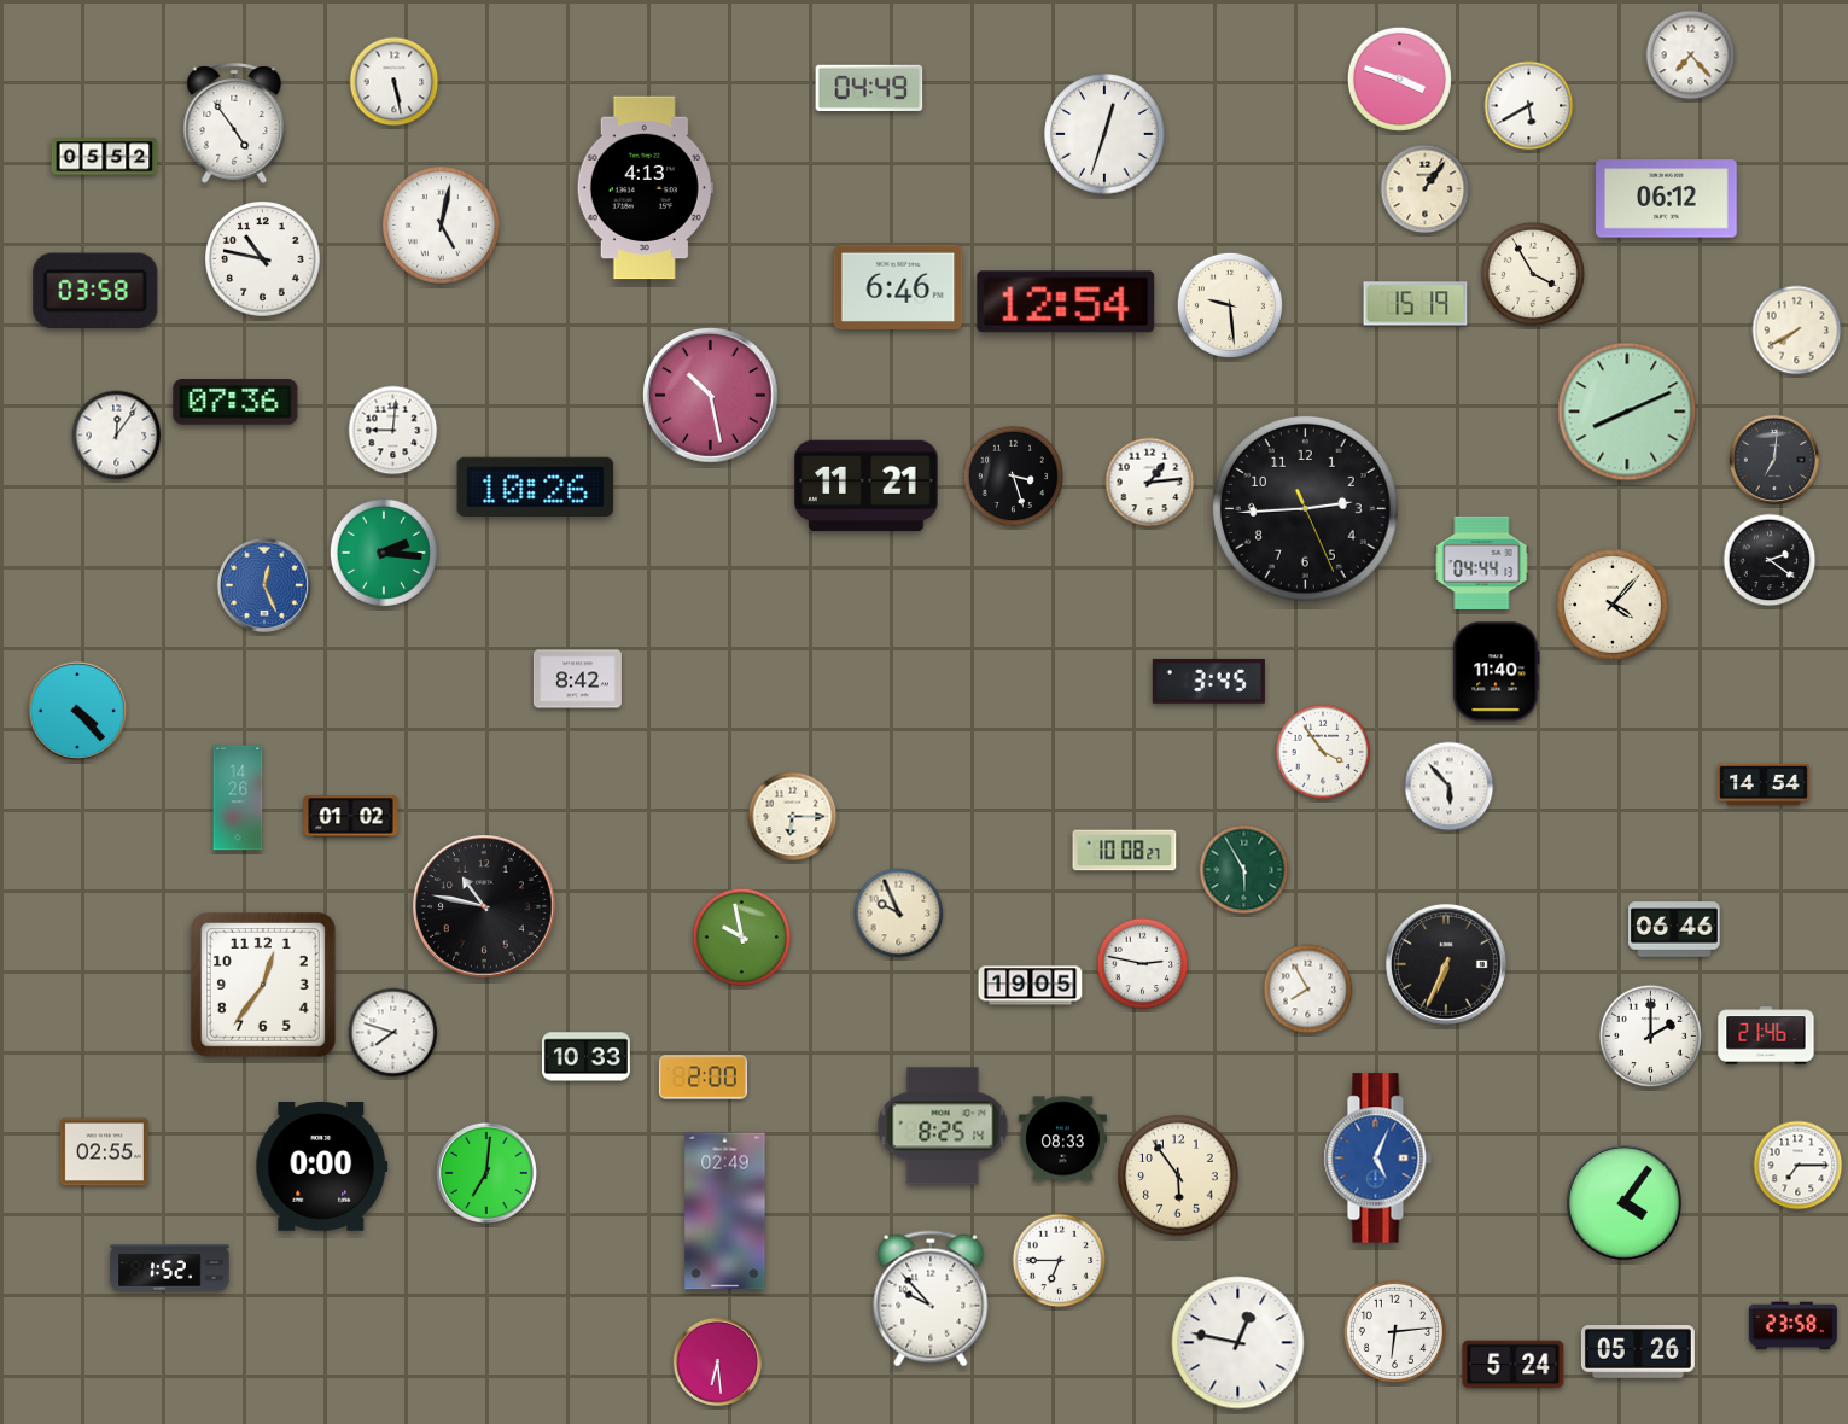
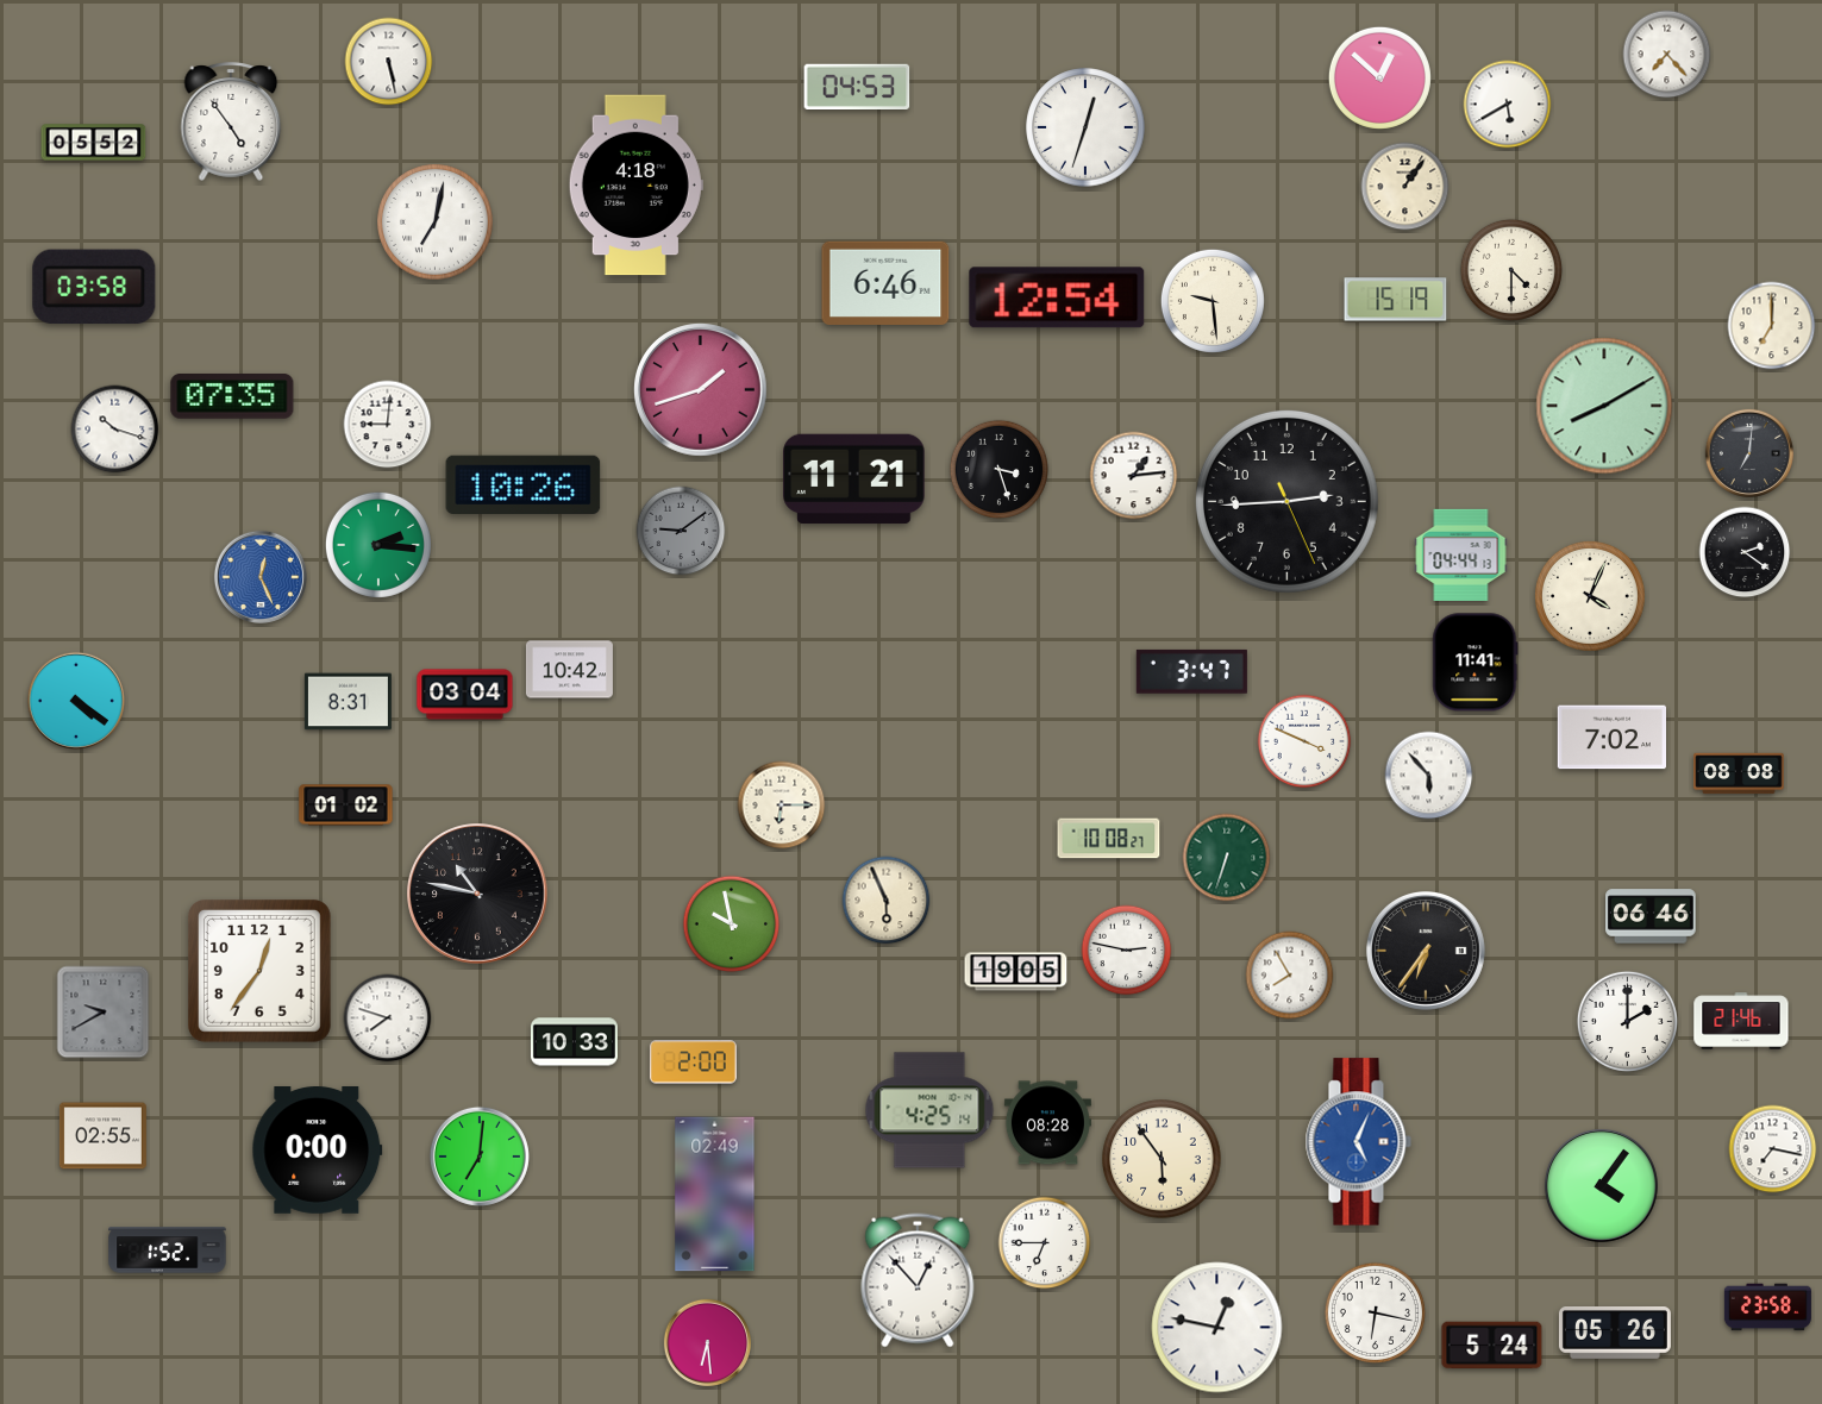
clock at (1399, 78): 3:48 -> 12:52
clock at (395, 82) position: (395, 82) -> (389, 62)
clock at (869, 87): 04:49 -> 04:53
clock at (1104, 134) position: (1104, 134) -> (1085, 127)
clock at (105, 157) position: (105, 157) -> (94, 143)
clock at (645, 188): 4:13 -> 4:18
clock at (1667, 199): 06:12 -> none
clock at (442, 226): 5:02 -> 7:02
clock at (263, 259): 10:47 -> none
clock at (1533, 274): 3:55 -> 4:30
clock at (1066, 302) position: (1066, 302) -> (1057, 297)
clock at (1797, 331): 7:40 -> 7:00
clock at (711, 396): 10:28 -> 1:42
clock at (235, 403): 07:36 -> 07:35
clock at (1627, 412): 8:11 -> 8:10
clock at (117, 436): 12:06 -> 10:18
clock at (536, 486) position: (536, 486) -> (524, 484)
clock at (681, 531): none -> 9:09
clock at (1613, 605): 4:07 -> 4:04
clock at (1497, 672): 11:40 -> 11:41
clock at (577, 679): 8:42 -> 10:42
clock at (1208, 681): 3:45 -> 3:47
clock at (465, 695): none -> 03:04
clock at (77, 711): 4:23 -> 4:21
clock at (348, 702): none -> 8:31
clock at (1611, 738): none -> 7:02
clock at (1323, 752): 3:54 -> 3:49
clock at (1764, 784): 14:54 -> 08:08
clock at (238, 798): 14:26 -> none
clock at (1244, 870): 5:55 -> 6:33
clock at (899, 914): 9:56 -> 5:56
clock at (1446, 964): 6:34 -> 6:36
clock at (104, 1013): none -> 9:40
clock at (585, 1057) position: (585, 1057) -> (574, 1042)
clock at (943, 1126): 8:25 -> 4:25
clock at (1062, 1139): 08:33 -> 08:28
clock at (1799, 1166): 7:15 -> 7:17
clock at (931, 1298): 9:53 -> 12:53
clock at (1394, 1331): 6:14 -> 6:17
clock at (1238, 1343) position: (1238, 1343) -> (1217, 1328)
